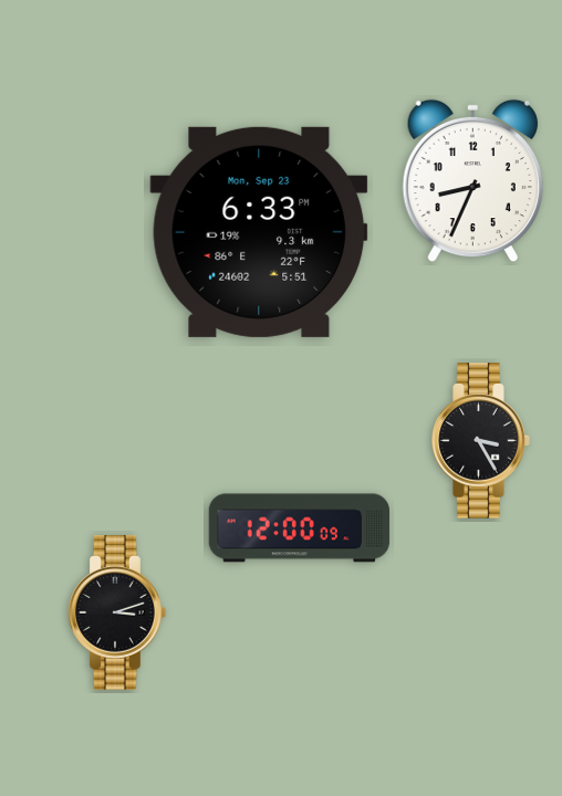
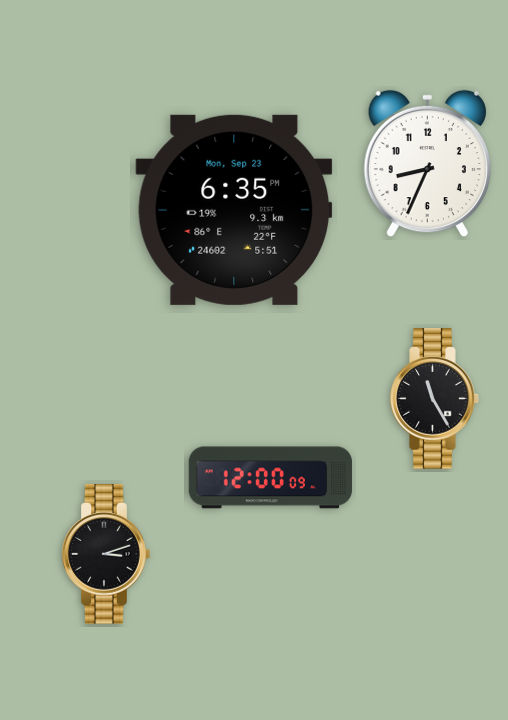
clock at (259, 232): 6:33 -> 6:35
clock at (481, 441): 3:25 -> 11:25
